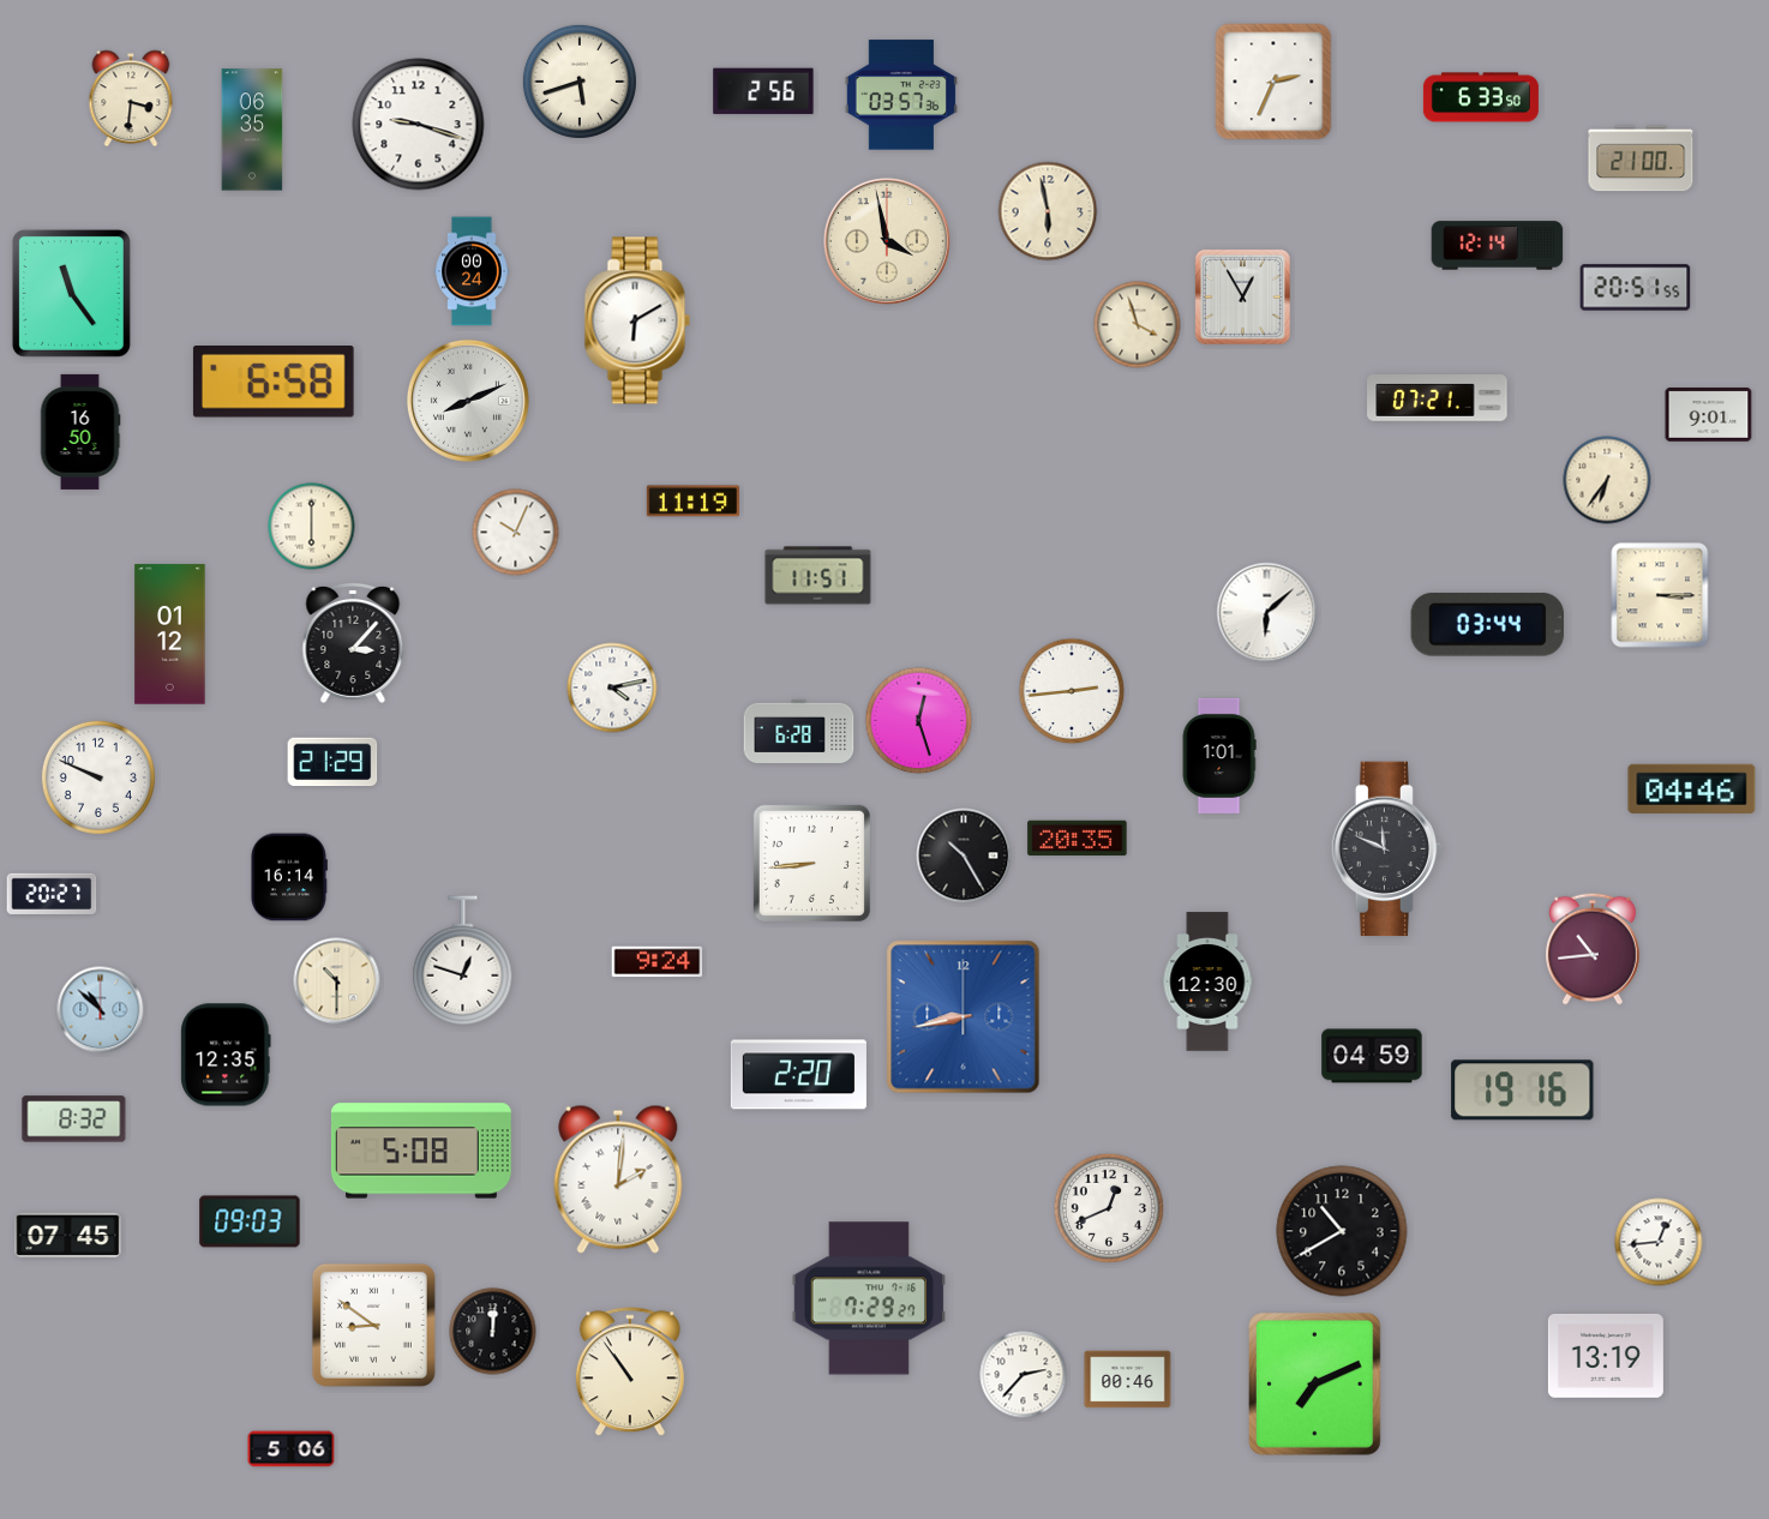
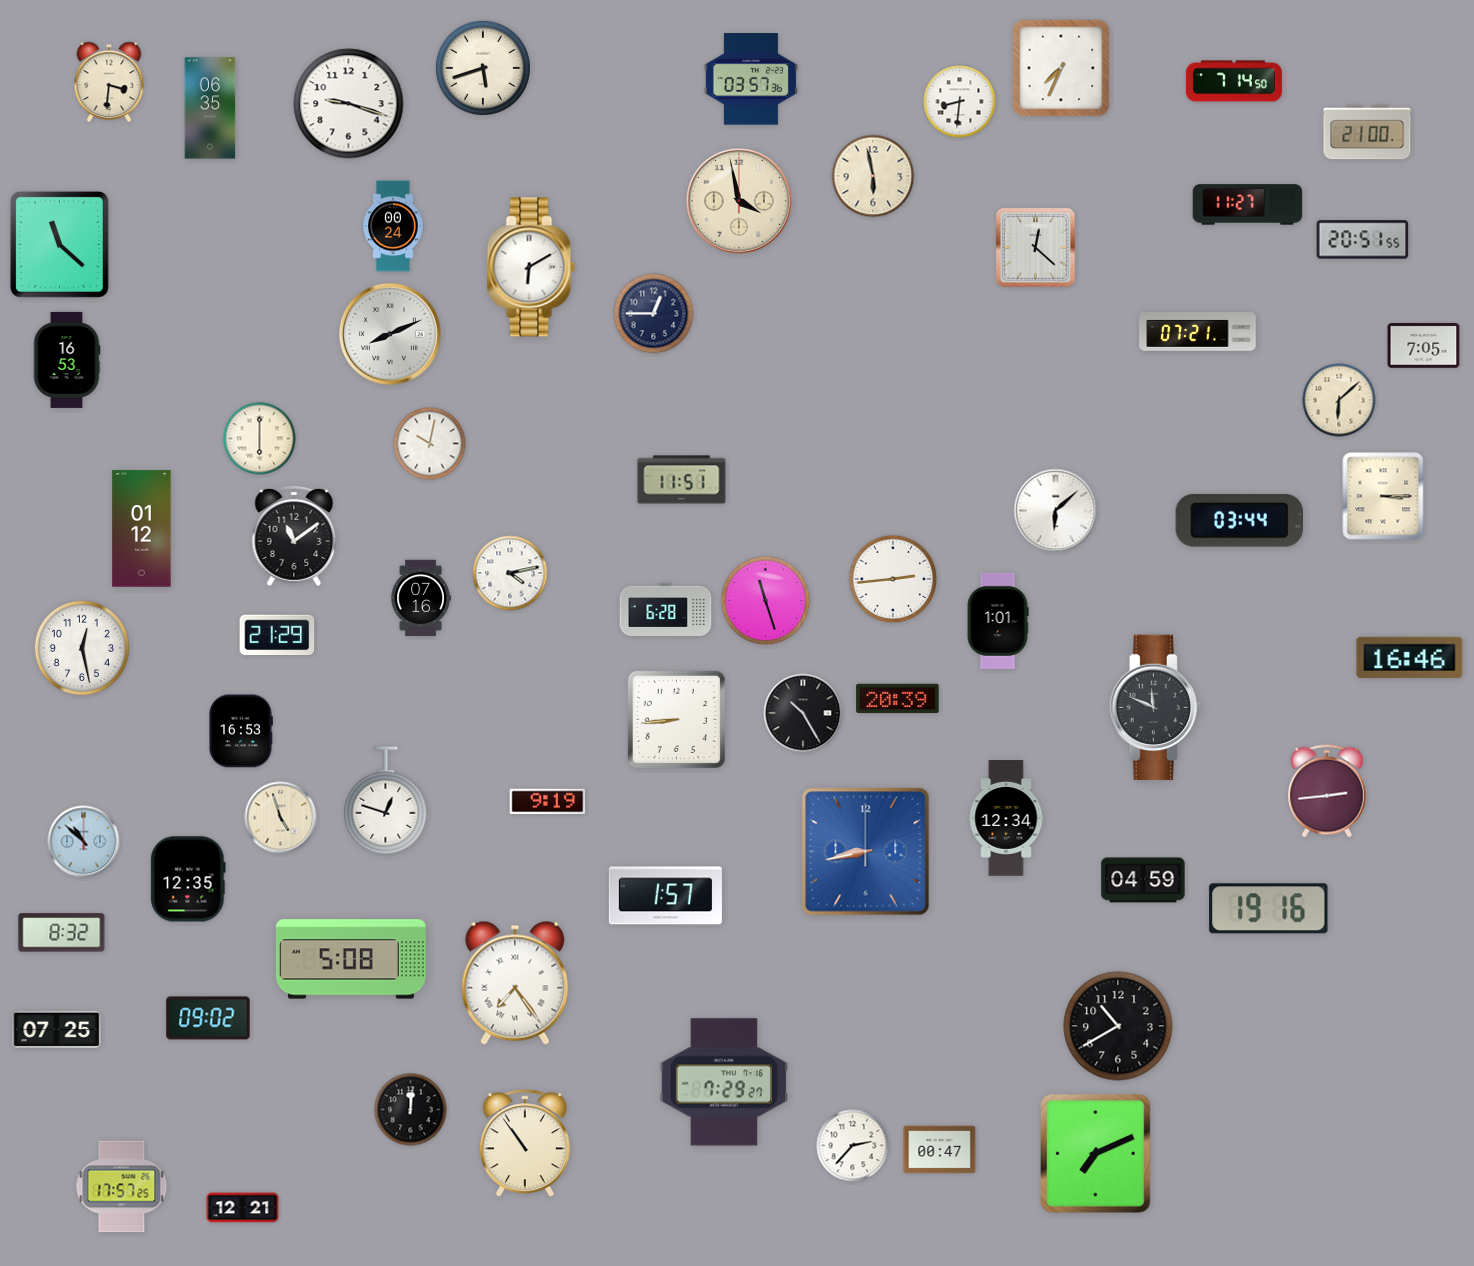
clock at (1273, 82): 2:34 -> 7:34
clock at (763, 91): 2:56 -> none
clock at (1481, 97): 6:33 -> 7:14
clock at (960, 102): none -> 8:31
clock at (1498, 246): 12:14 -> 11:27
clock at (71, 293): 11:24 -> 11:22
clock at (1242, 296): 12:55 -> 12:22
clock at (1138, 325): 3:57 -> none
clock at (654, 314): none -> 12:45
clock at (274, 383): 6:58 -> none
clock at (1709, 415): 9:01 -> 7:05
clock at (80, 432): 16:50 -> 16:53
clock at (1607, 480): 6:36 -> 6:08
clock at (692, 502): 11:19 -> none
clock at (516, 533): 10:04 -> 10:02
clock at (353, 643): 3:07 -> 11:09
clock at (1072, 691) position: (1072, 691) -> (893, 579)
clock at (421, 598): none -> 07:16
clock at (919, 721): 12:27 -> 11:27
clock at (1219, 756) position: (1219, 756) -> (998, 621)
clock at (98, 777): 9:49 -> 12:28
clock at (1692, 788): 04:46 -> 16:46
clock at (1078, 839): 20:35 -> 20:39
clock at (289, 877): 16:14 -> 16:53
clock at (52, 893): 20:27 -> none
clock at (1594, 949): 10:44 -> 2:44
clock at (658, 962): 9:24 -> 9:19
clock at (337, 981): 10:30 -> 4:57
clock at (1207, 981): 12:30 -> 12:34
clock at (964, 1017) position: (964, 1017) -> (866, 852)
clock at (798, 1075): 2:20 -> 1:57
clock at (618, 1179): 2:01 -> 7:24
clock at (1109, 1208): 12:41 -> none
clock at (250, 1221): 09:03 -> 09:02
clock at (68, 1235): 07:45 -> 07:25
clock at (1659, 1242): 12:44 -> none
clock at (373, 1325): 8:51 -> none
clock at (1606, 1356): 13:19 -> none
clock at (1128, 1380): 00:46 -> 00:47
clock at (122, 1187): none -> 17:57
clock at (292, 1449): 5:06 -> 12:21
